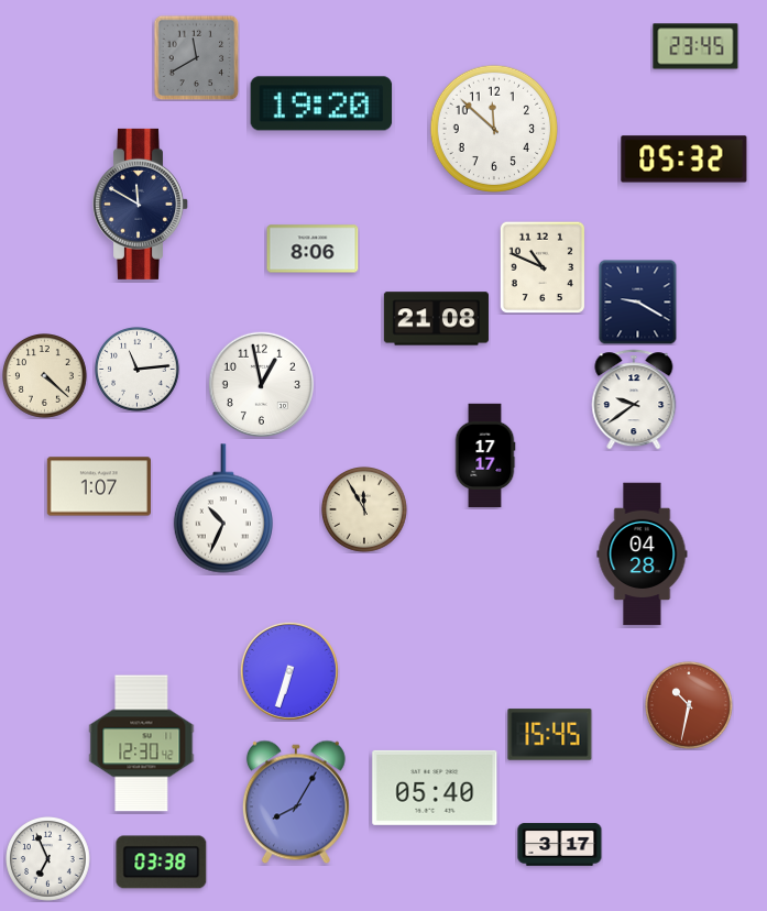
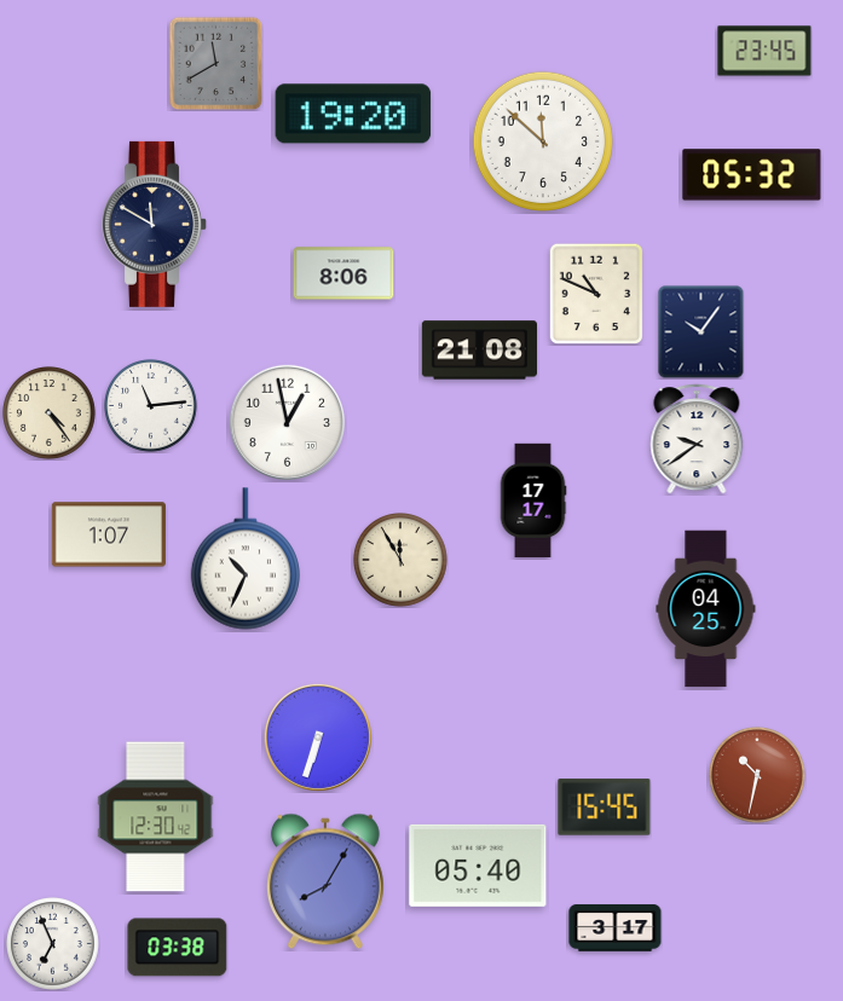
clock at (638, 301): 9:20 -> 10:06
clock at (45, 376): 4:22 -> 4:24
clock at (643, 555): 04:28 -> 04:25
